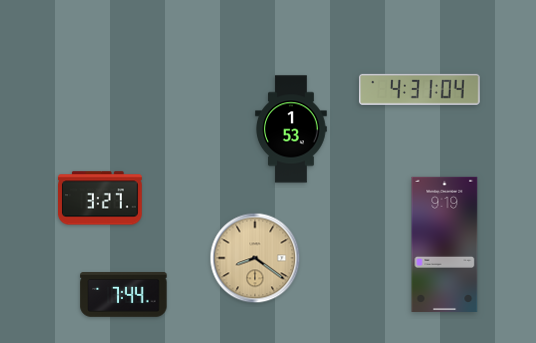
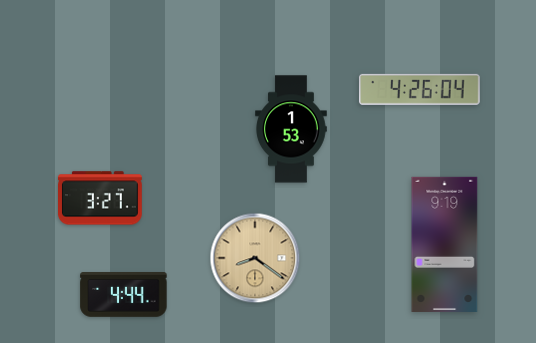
clock at (419, 89): 4:31 -> 4:26
clock at (124, 295): 7:44 -> 4:44
